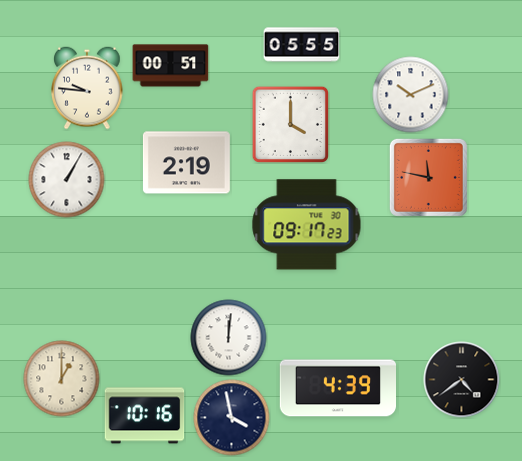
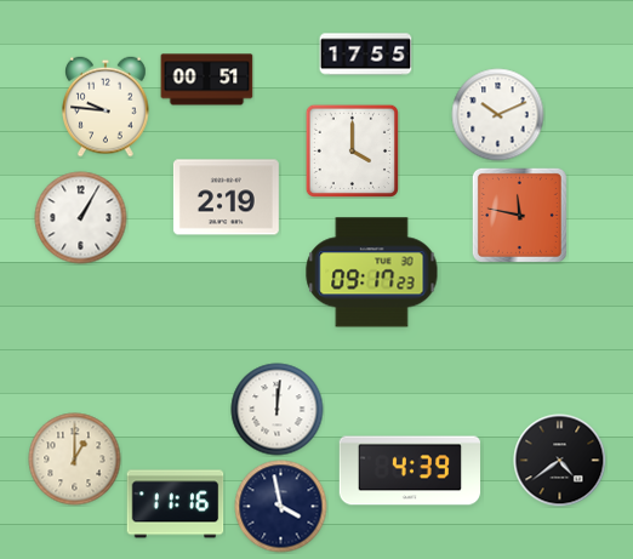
clock at (302, 45): 05:55 -> 17:55
clock at (145, 416): 10:16 -> 11:16
